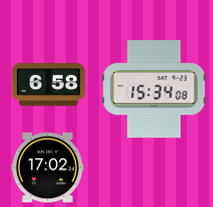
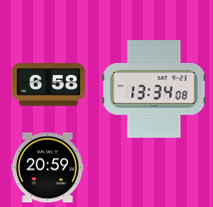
clock at (154, 89): 15:34 -> 13:34
clock at (47, 168): 17:02 -> 20:59
